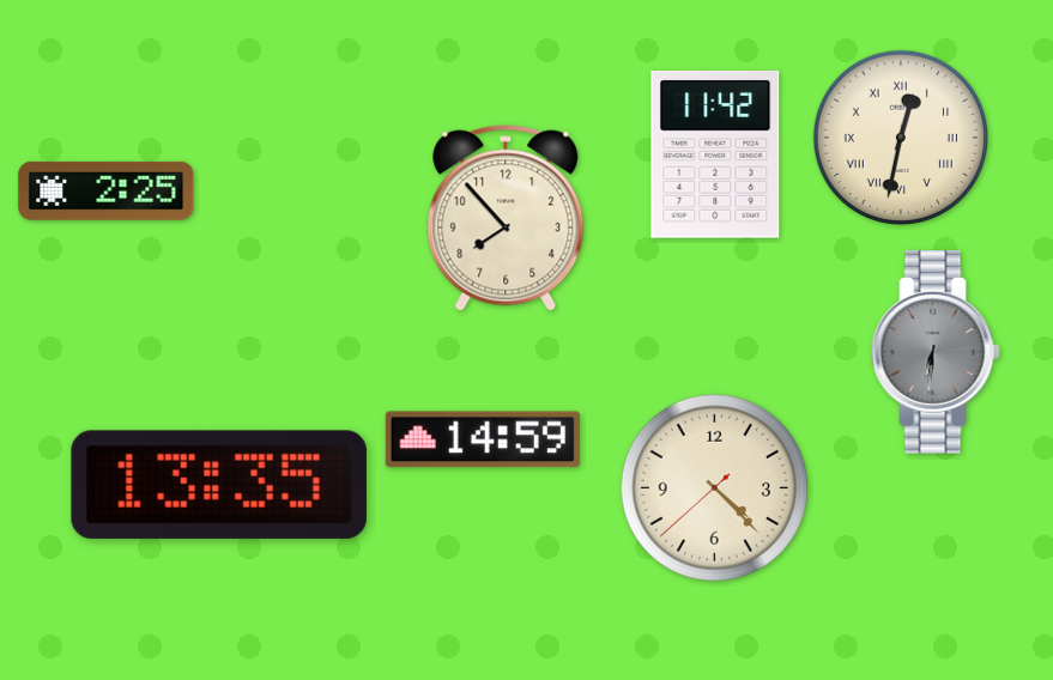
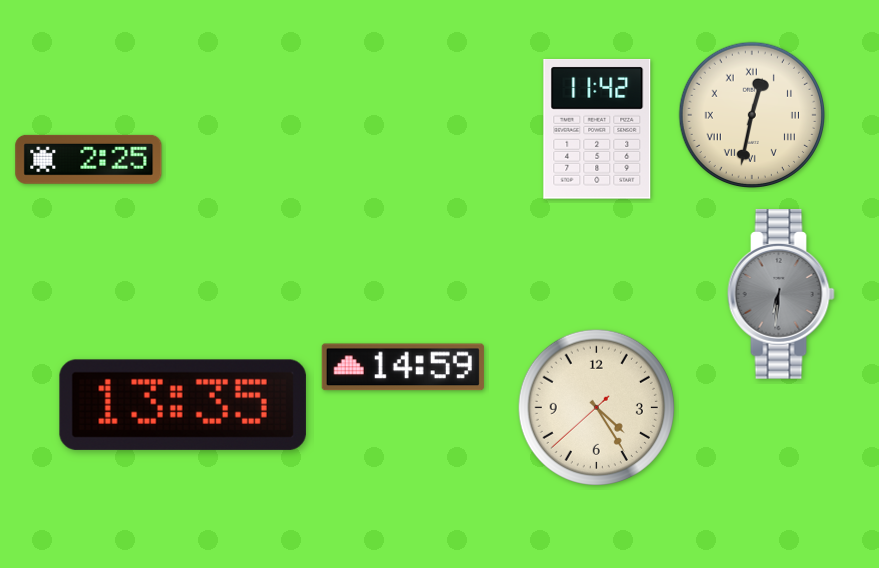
clock at (506, 218): 7:53 -> none
clock at (714, 487): 4:22 -> 4:24
